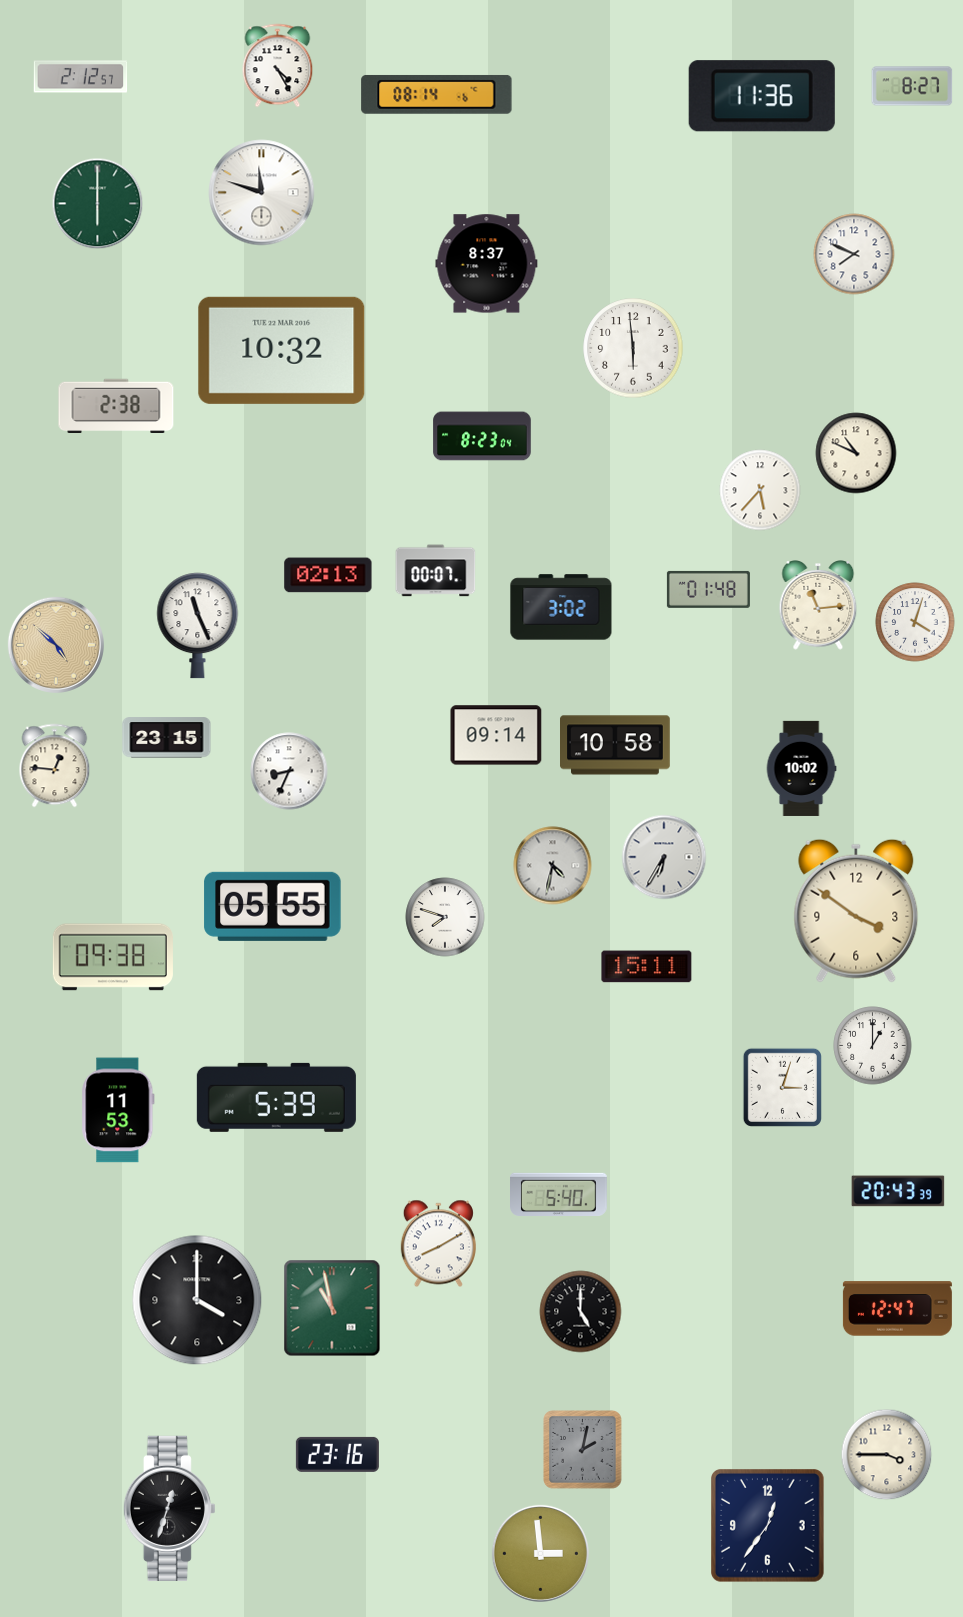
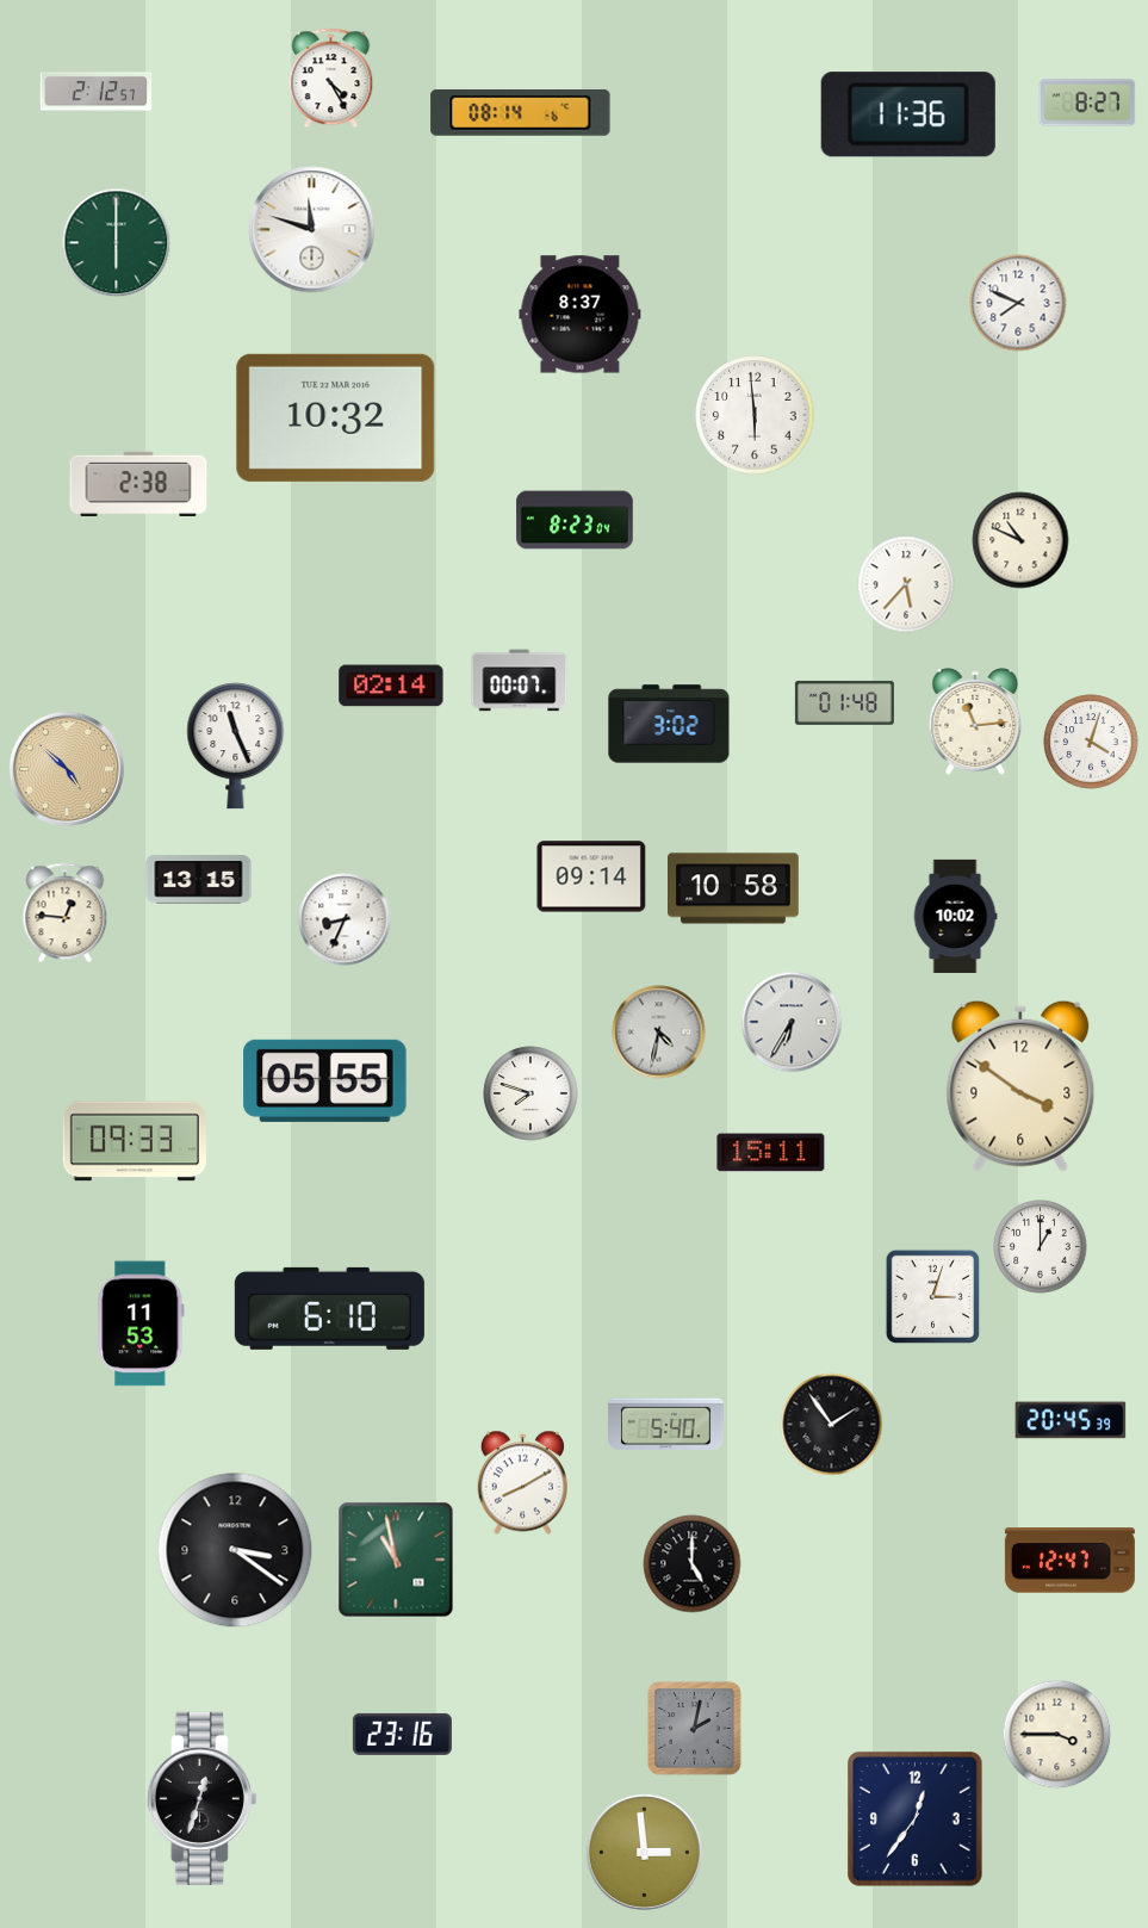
clock at (328, 575): 02:13 -> 02:14
clock at (167, 738): 23:15 -> 13:15
clock at (113, 957): 09:38 -> 09:33
clock at (276, 1097): 5:39 -> 6:10
clock at (898, 1191): 20:43 -> 20:45
clock at (832, 1425): none -> 1:54
clock at (197, 1300): 4:00 -> 3:21
